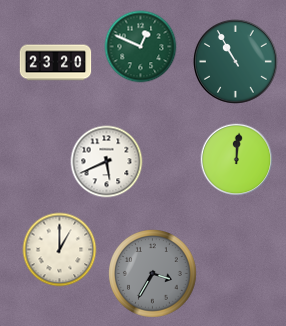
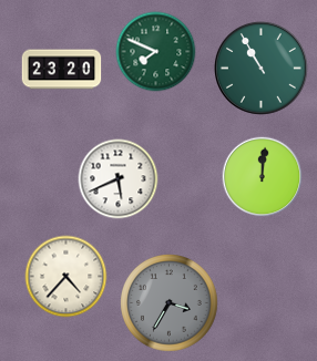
clock at (141, 47): 12:49 -> 7:49
clock at (60, 250): 1:00 -> 4:37
